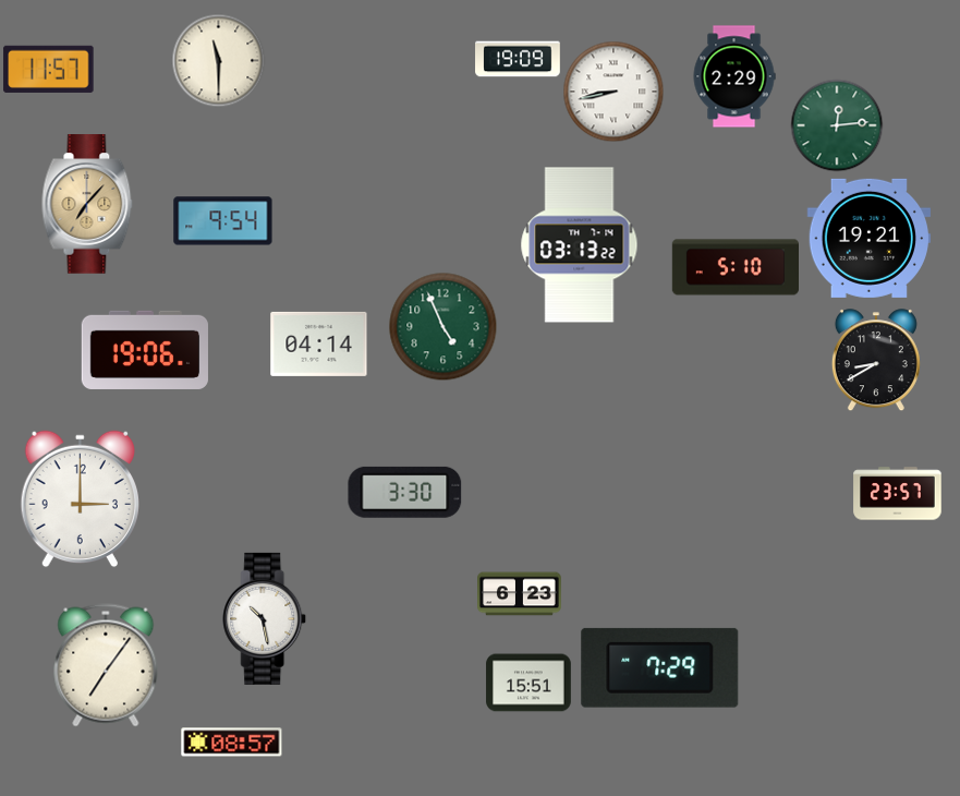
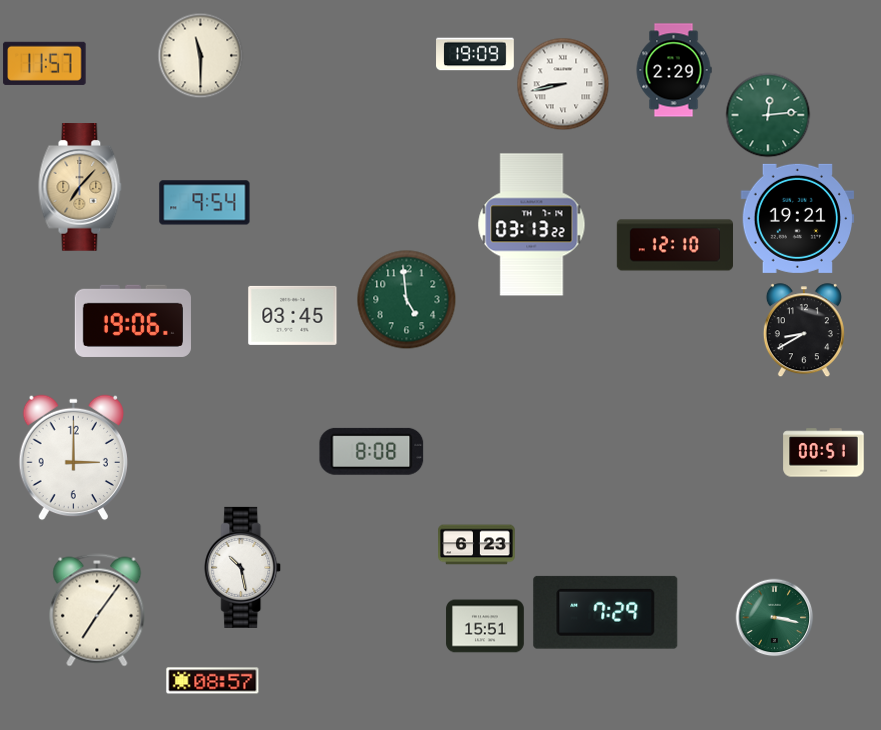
clock at (734, 267): 5:10 -> 12:10
clock at (443, 327): 4:56 -> 4:59
clock at (319, 343): 04:14 -> 03:45
clock at (405, 492): 3:30 -> 8:08
clock at (898, 494): 23:57 -> 00:51
clock at (774, 617): none -> 3:17
